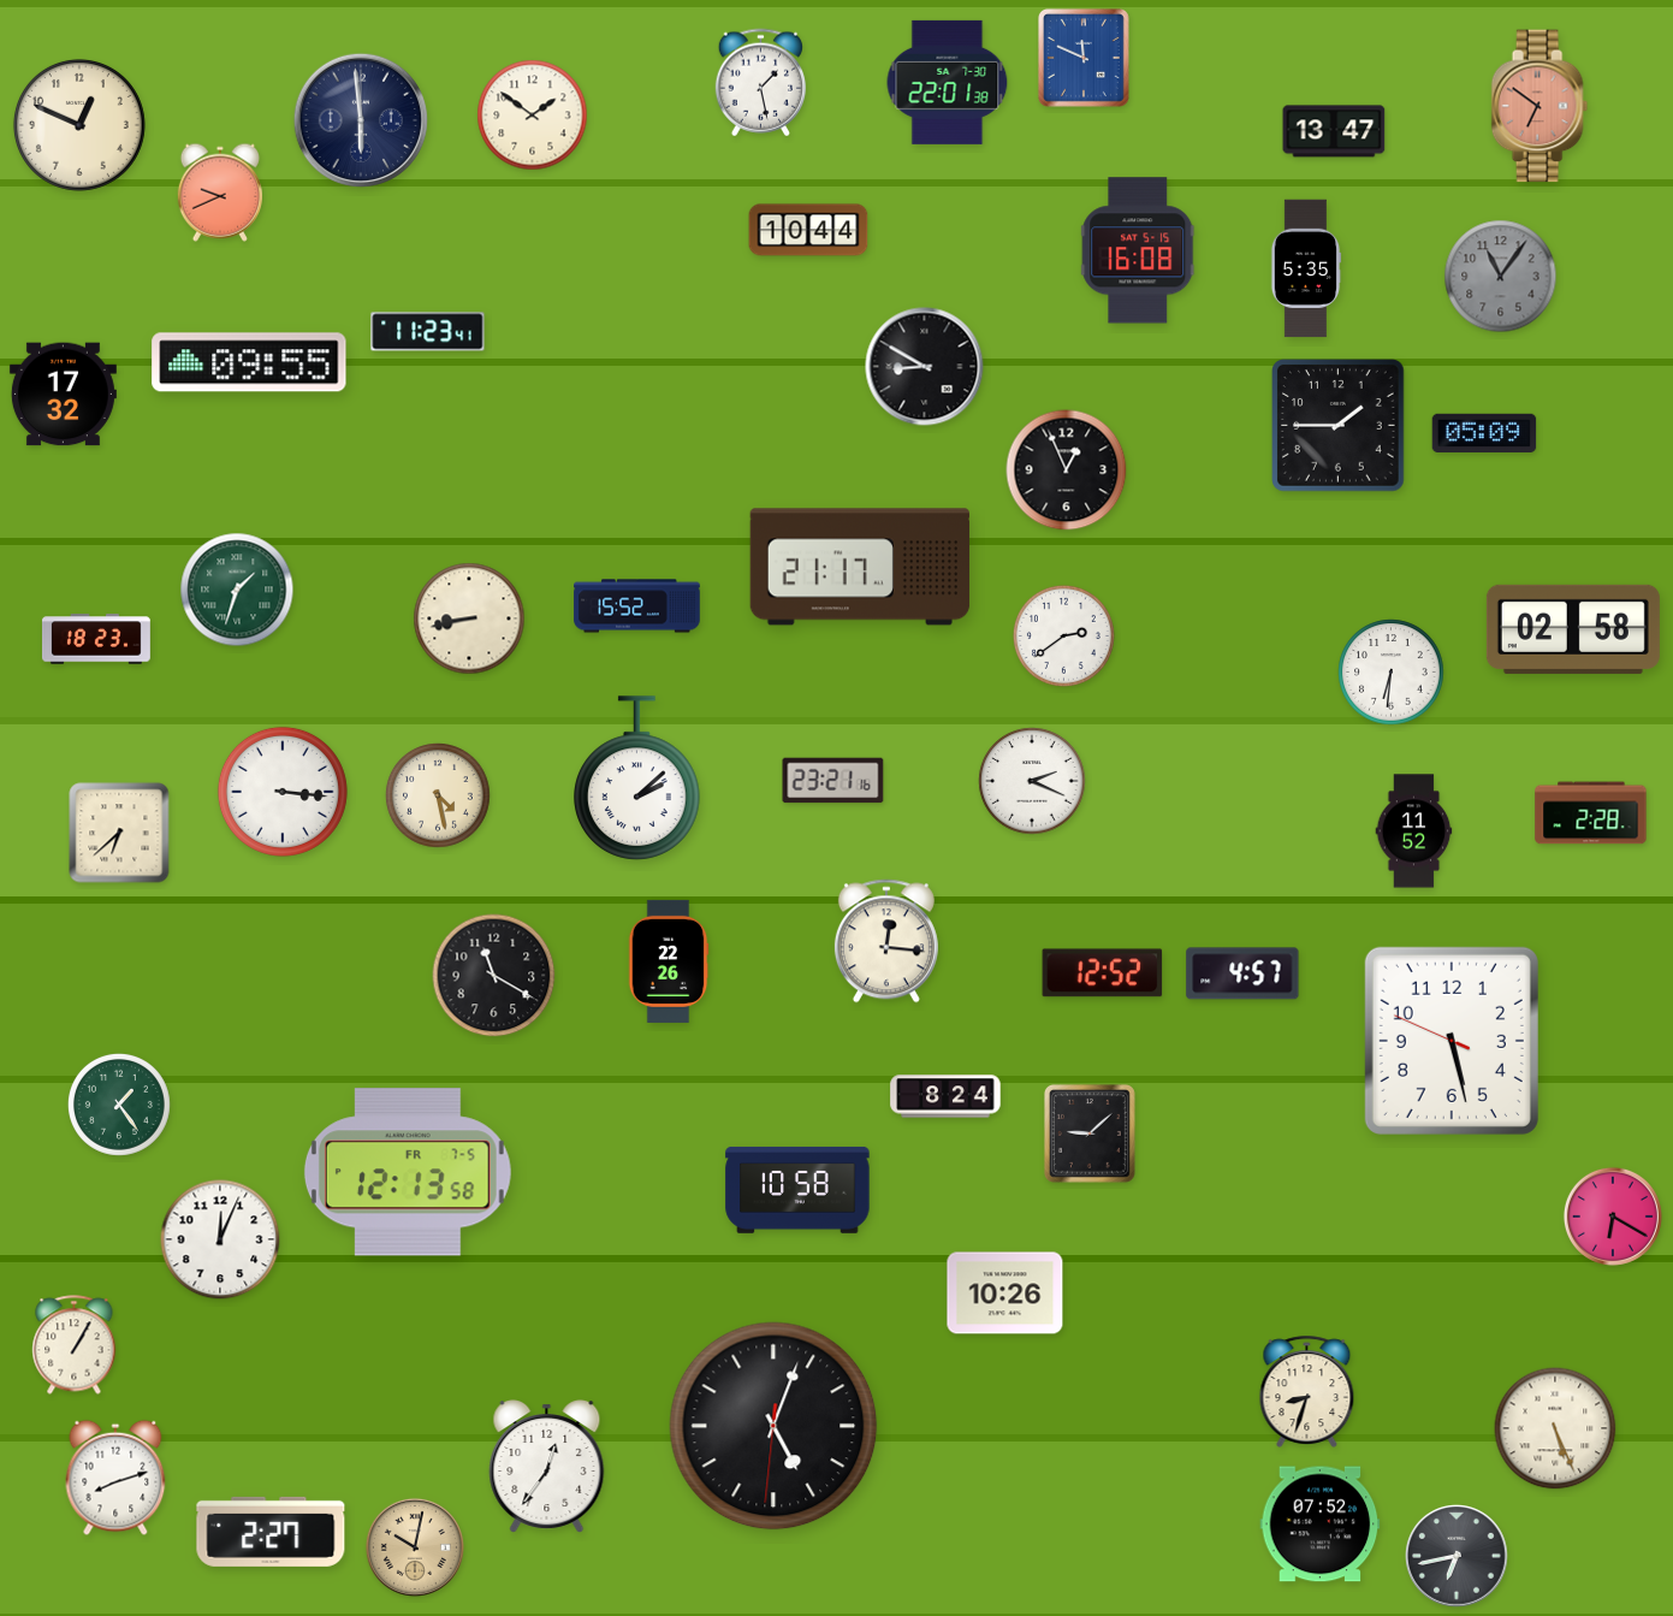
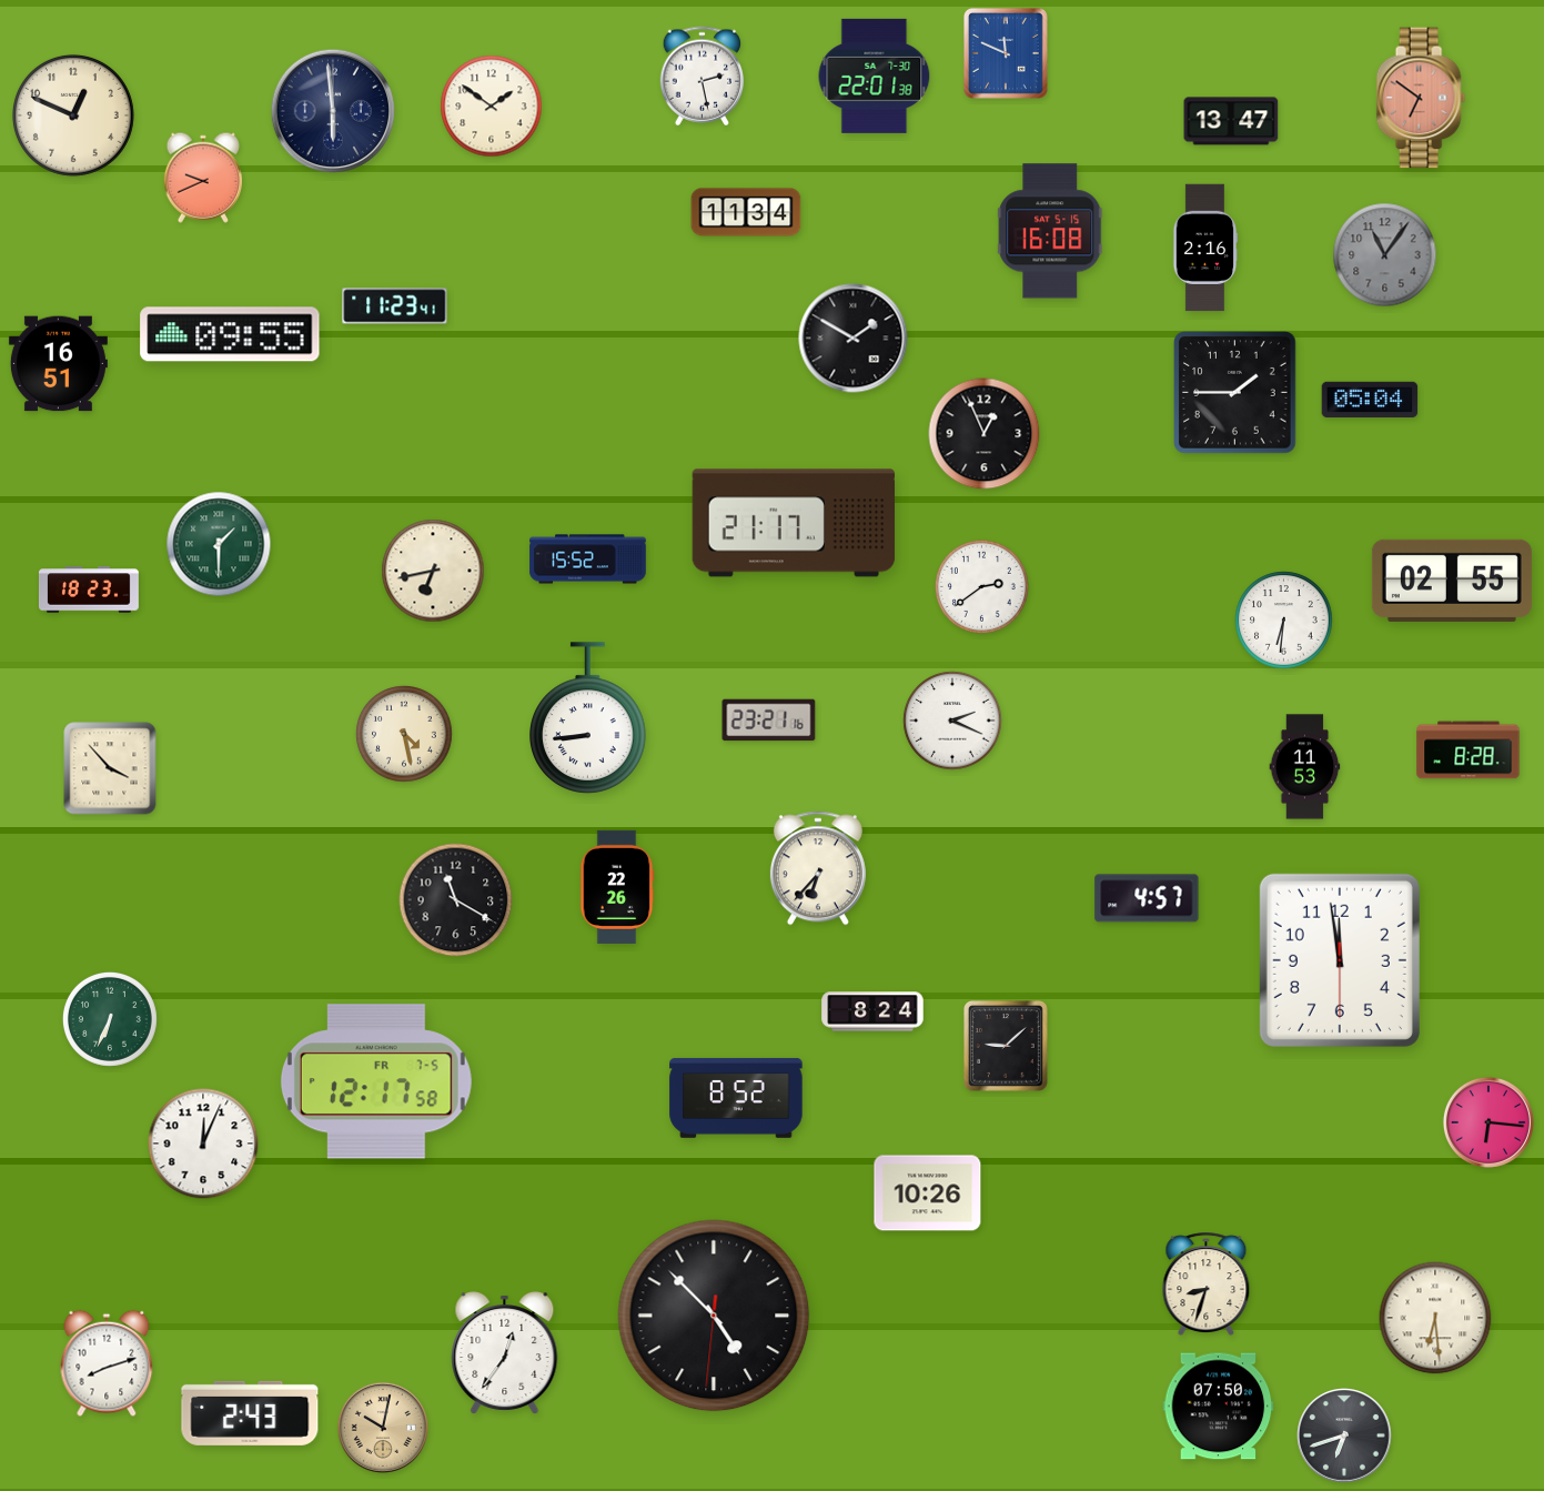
clock at (1084, 58) position: (1084, 58) -> (1006, 53)
clock at (760, 83): 1:28 -> 2:28
clock at (808, 230): 10:44 -> 11:34
clock at (1306, 268): 5:35 -> 2:16
clock at (925, 367): 8:50 -> 1:50
clock at (63, 395): 17:32 -> 16:51
clock at (1484, 433): 05:09 -> 05:04
clock at (237, 590): 1:33 -> 1:30
clock at (469, 618): 8:43 -> 6:43
clock at (1573, 629): 02:58 -> 02:55
clock at (637, 779): 2:08 -> 8:44
clock at (283, 792): 3:16 -> none
clock at (1591, 813): 2:28 -> 8:28
clock at (1414, 831): 11:52 -> 11:53
clock at (119, 833): 6:38 -> 3:53
clock at (886, 941): 12:16 -> 6:37
clock at (1103, 973): 12:52 -> none
clock at (1452, 1041): 5:27 -> 11:58
clock at (119, 1105): 1:24 -> 6:34
clock at (408, 1172): 12:13 -> 12:17
clock at (797, 1190): 10:58 -> 8:52
clock at (1613, 1217): 6:20 -> 6:16
clock at (75, 1345): 1:05 -> none
clock at (773, 1426): 5:03 -> 4:52
clock at (1555, 1428): 5:26 -> 6:29
clock at (1321, 1525): 07:52 -> 07:50
clock at (271, 1532): 2:27 -> 2:43
clock at (1458, 1557): 6:43 -> 6:42
